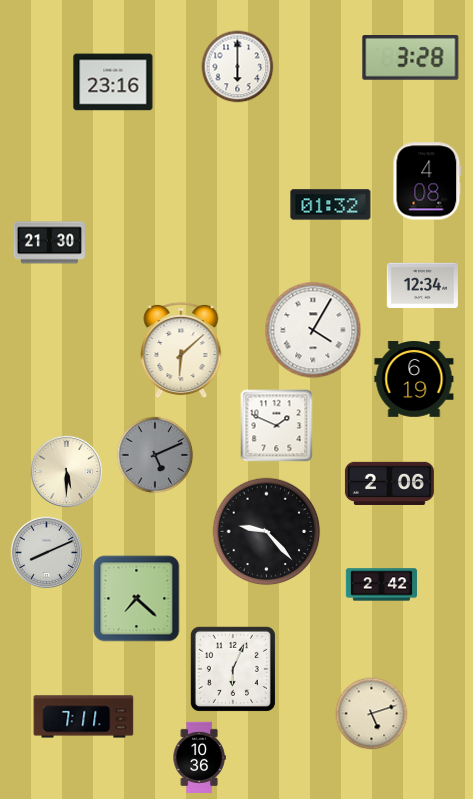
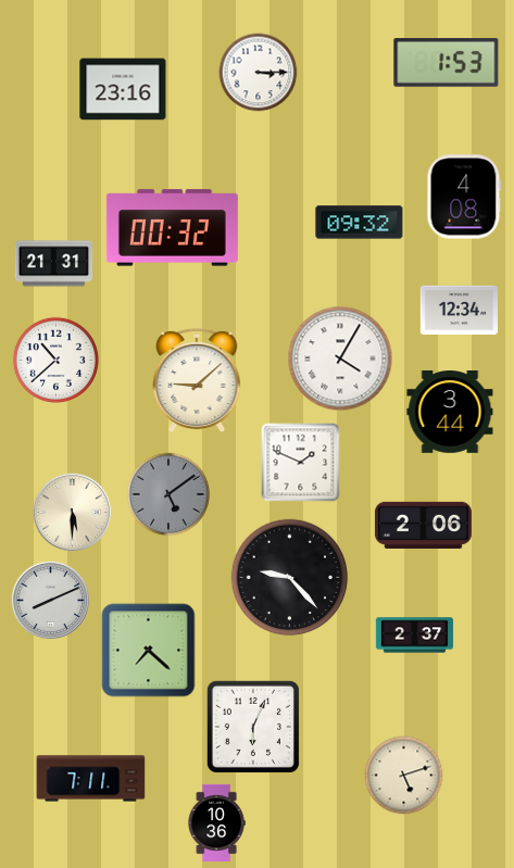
clock at (411, 58): 3:28 -> 1:53
clock at (238, 67): 6:00 -> 3:15
clock at (331, 205): 01:32 -> 09:32
clock at (172, 228): none -> 00:32
clock at (49, 243): 21:30 -> 21:31
clock at (55, 360): none -> 10:38
clock at (181, 350): 6:08 -> 9:08
clock at (414, 380): 6:19 -> 3:44
clock at (155, 455): 5:11 -> 5:09
clock at (381, 585): 2:42 -> 2:37
